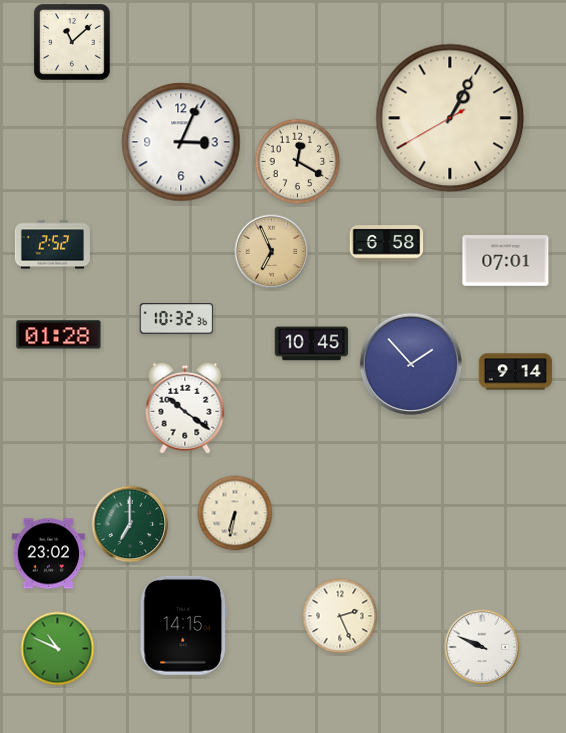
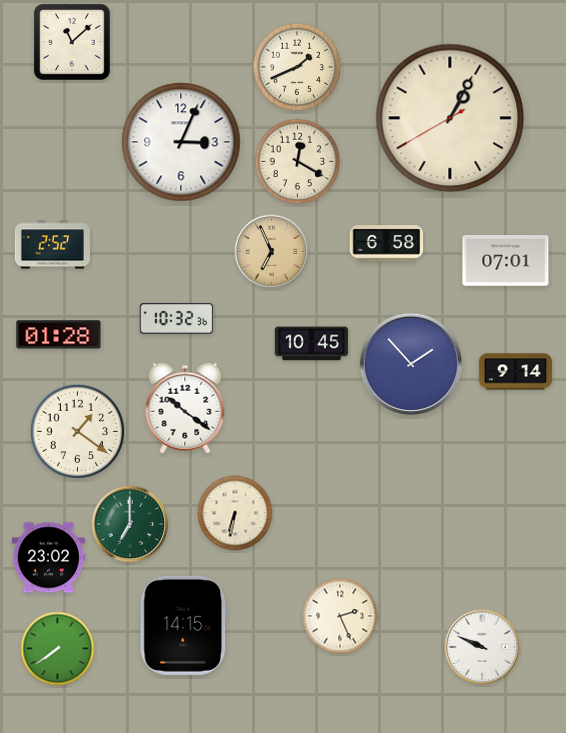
clock at (297, 67): none -> 1:41
clock at (77, 431): none -> 1:21
clock at (49, 554) position: (49, 554) -> (49, 558)
clock at (58, 649): 10:49 -> 7:39
